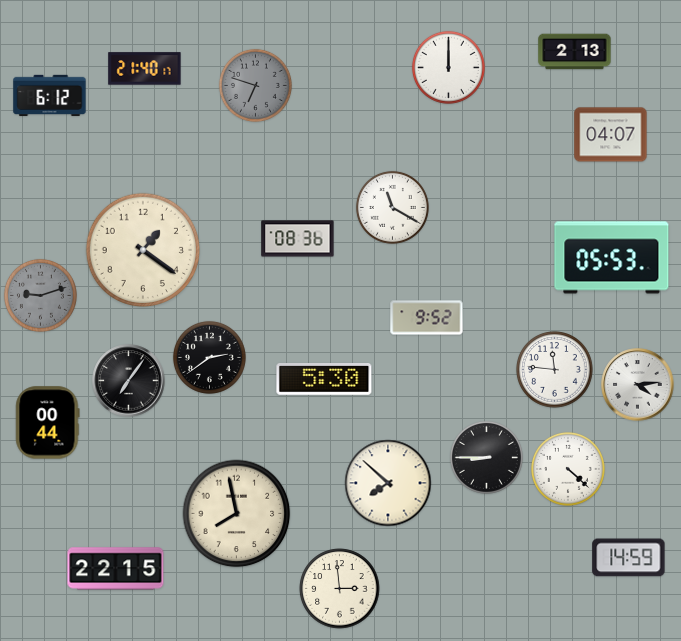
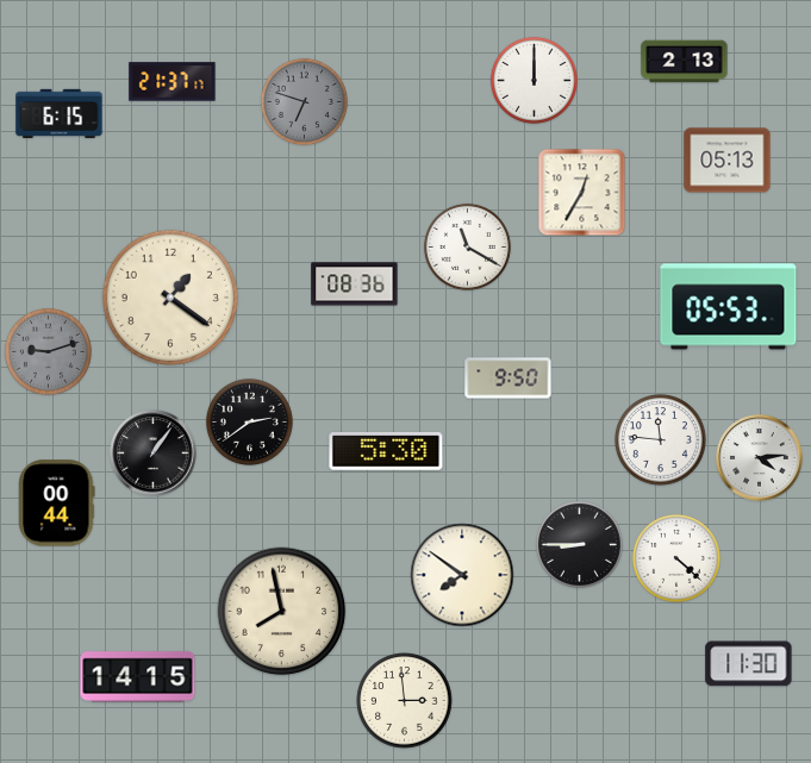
clock at (145, 69): 21:40 -> 21:37
clock at (50, 95): 6:12 -> 6:15
clock at (611, 135): 04:07 -> 05:13
clock at (582, 193): none -> 12:35
clock at (427, 318): 9:52 -> 9:50
clock at (209, 357) position: (209, 357) -> (249, 421)
clock at (129, 381): 7:06 -> 1:06
clock at (388, 483): 7:52 -> 7:51
clock at (629, 558): 14:59 -> 11:30
clock at (116, 569): 22:15 -> 14:15
